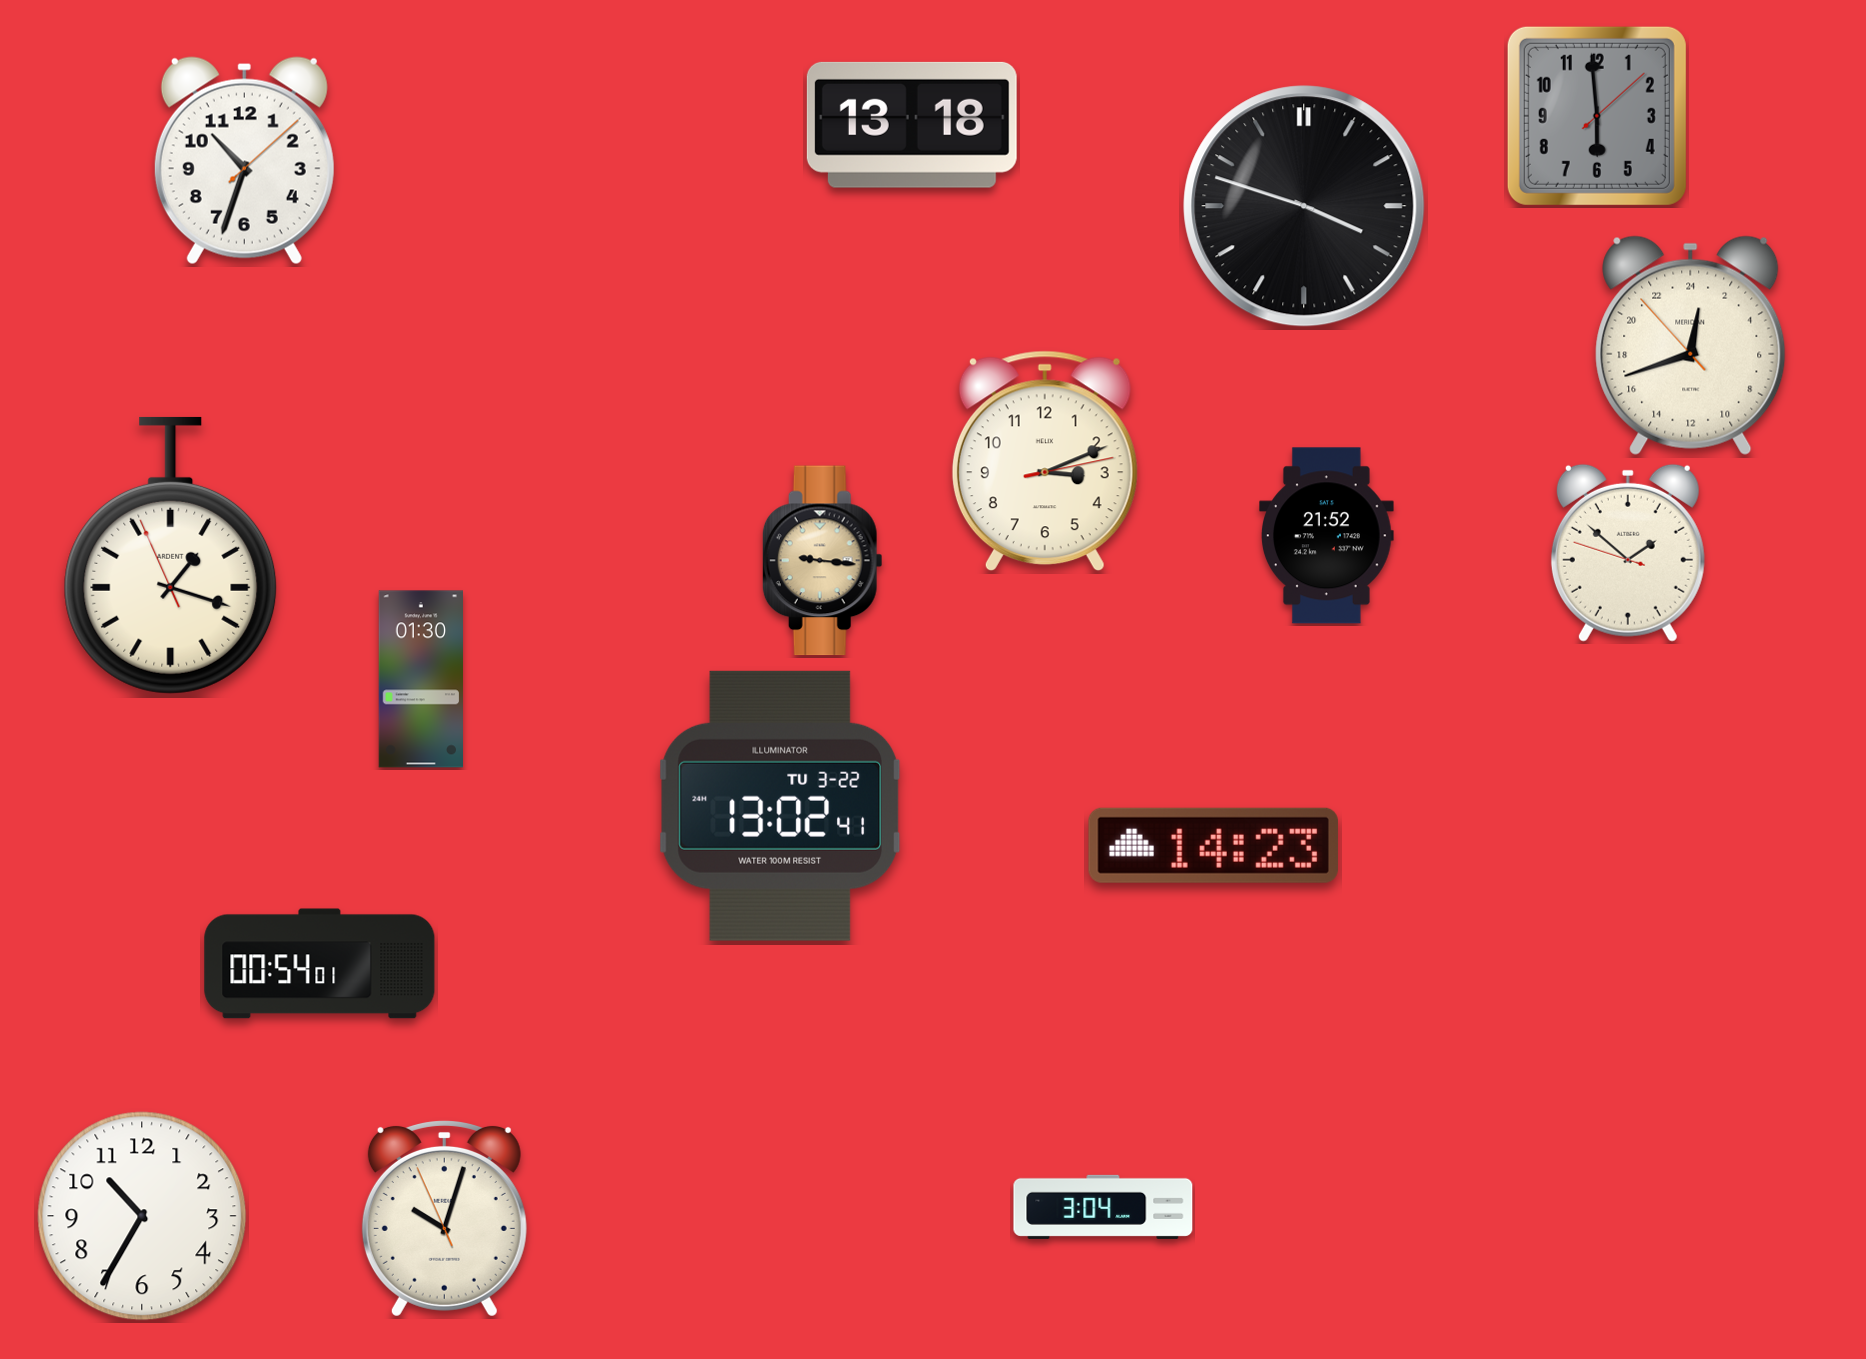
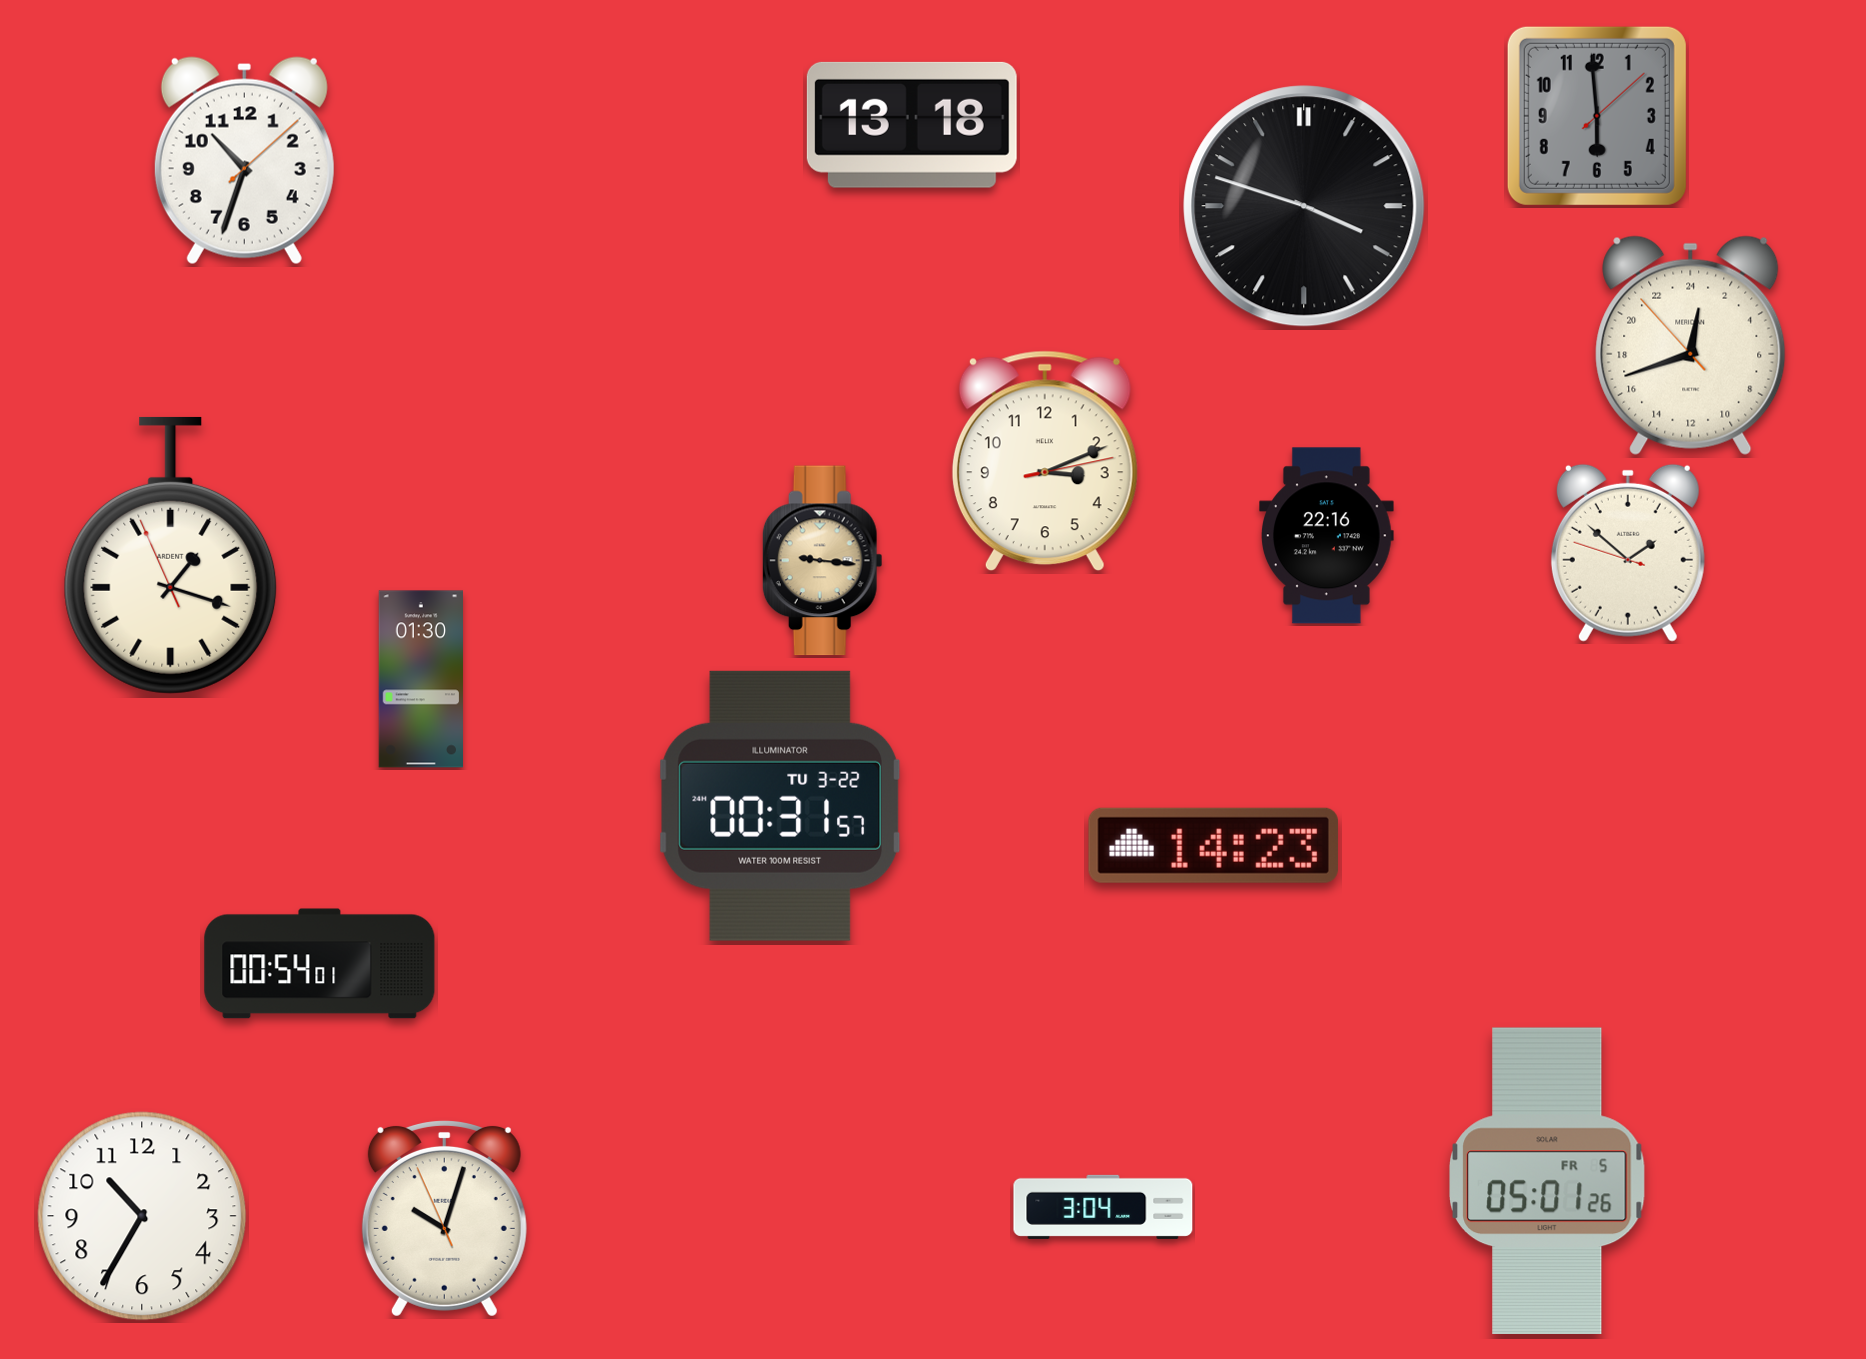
clock at (1327, 536): 21:52 -> 22:16
clock at (780, 806): 13:02 -> 00:31
clock at (1548, 1181): none -> 05:01
